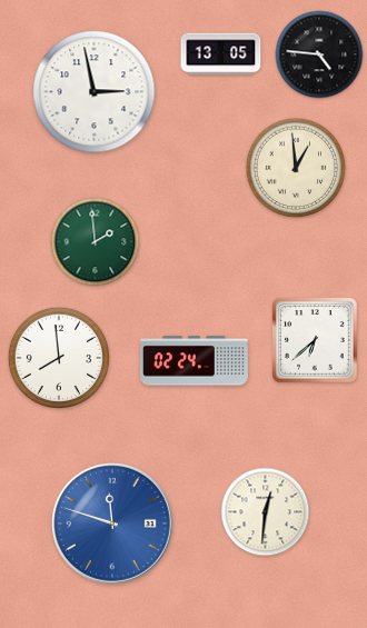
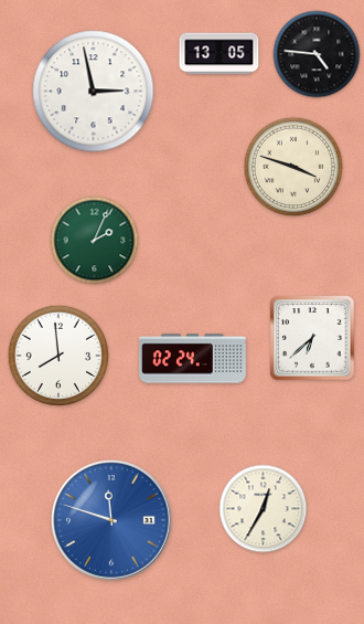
clock at (296, 168): 12:59 -> 3:48
clock at (96, 242): 1:59 -> 2:04
clock at (266, 512): 12:31 -> 12:35
